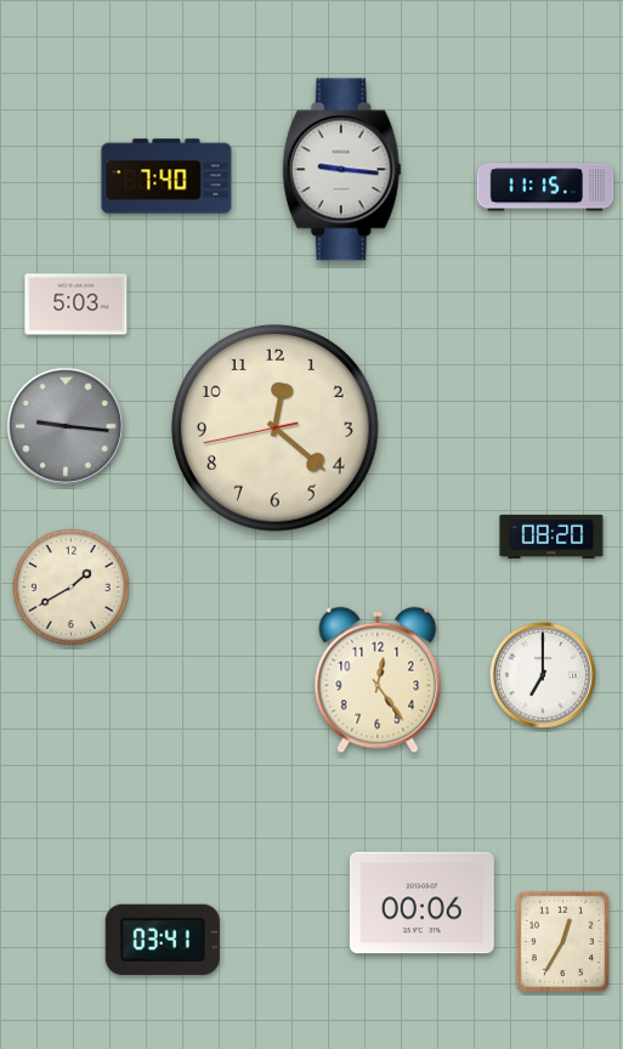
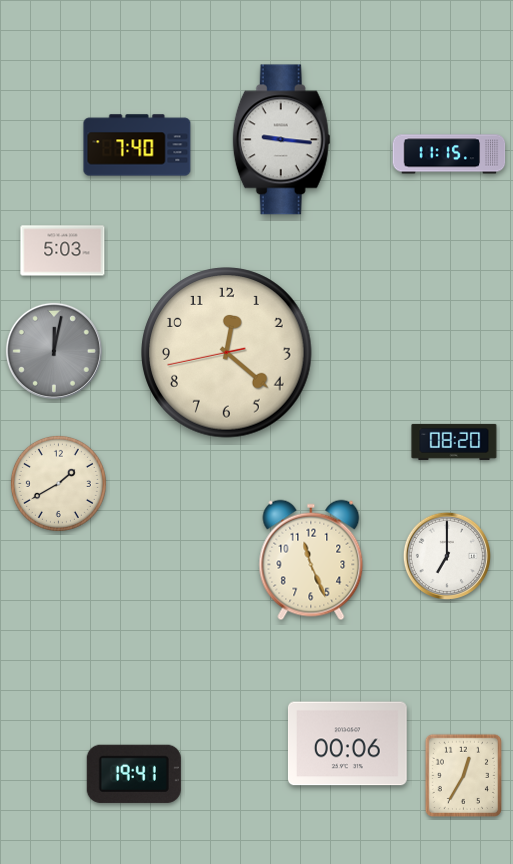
clock at (66, 426): 9:16 -> 12:02
clock at (378, 680): 12:24 -> 11:26
clock at (163, 940): 03:41 -> 19:41
